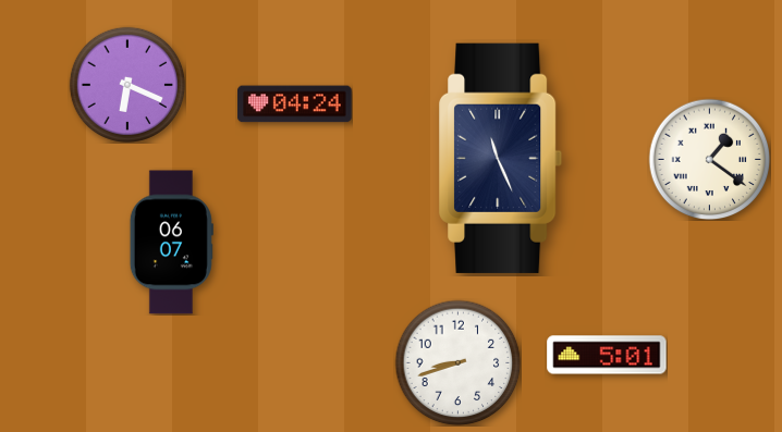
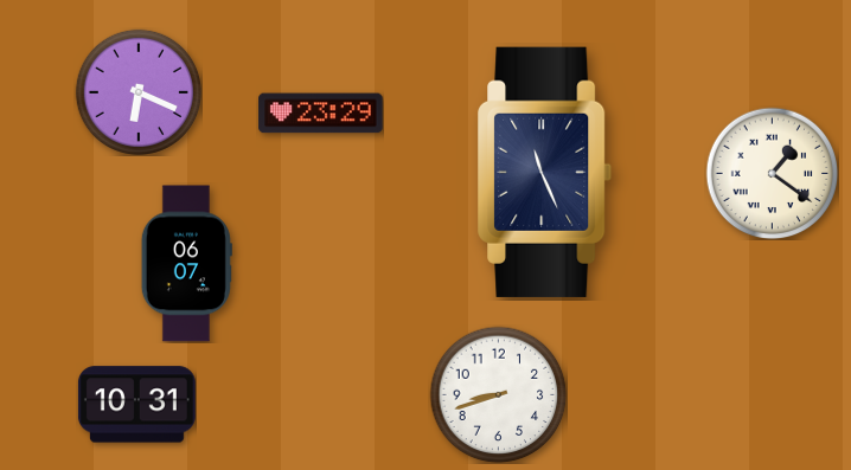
clock at (295, 104): 04:24 -> 23:29
clock at (607, 355): 5:01 -> none
clock at (136, 405): none -> 10:31
